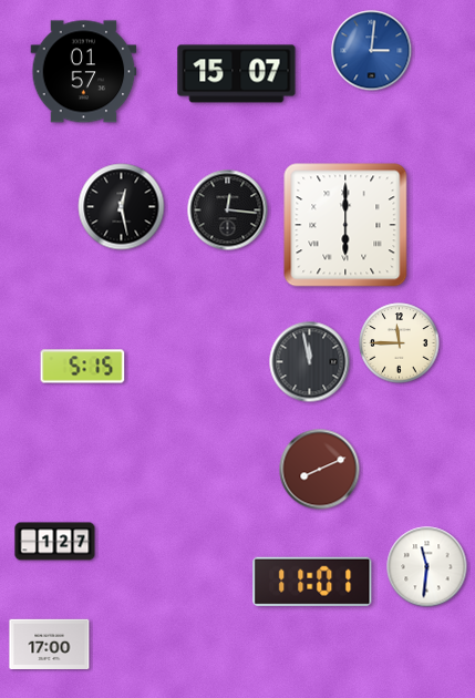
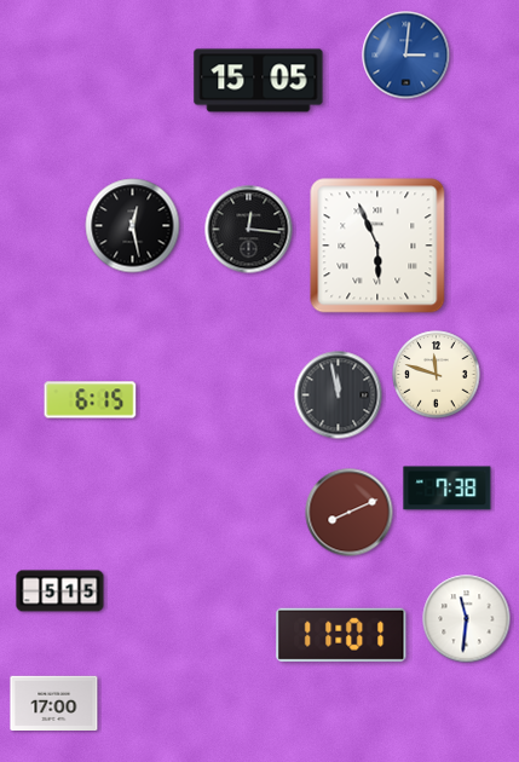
clock at (84, 72): 01:57 -> none
clock at (237, 74): 15:07 -> 15:05
clock at (345, 225): 6:00 -> 5:56
clock at (400, 343): 11:45 -> 11:48
clock at (83, 367): 5:15 -> 6:15
clock at (448, 489): none -> 7:38
clock at (55, 542): 1:27 -> 5:15
